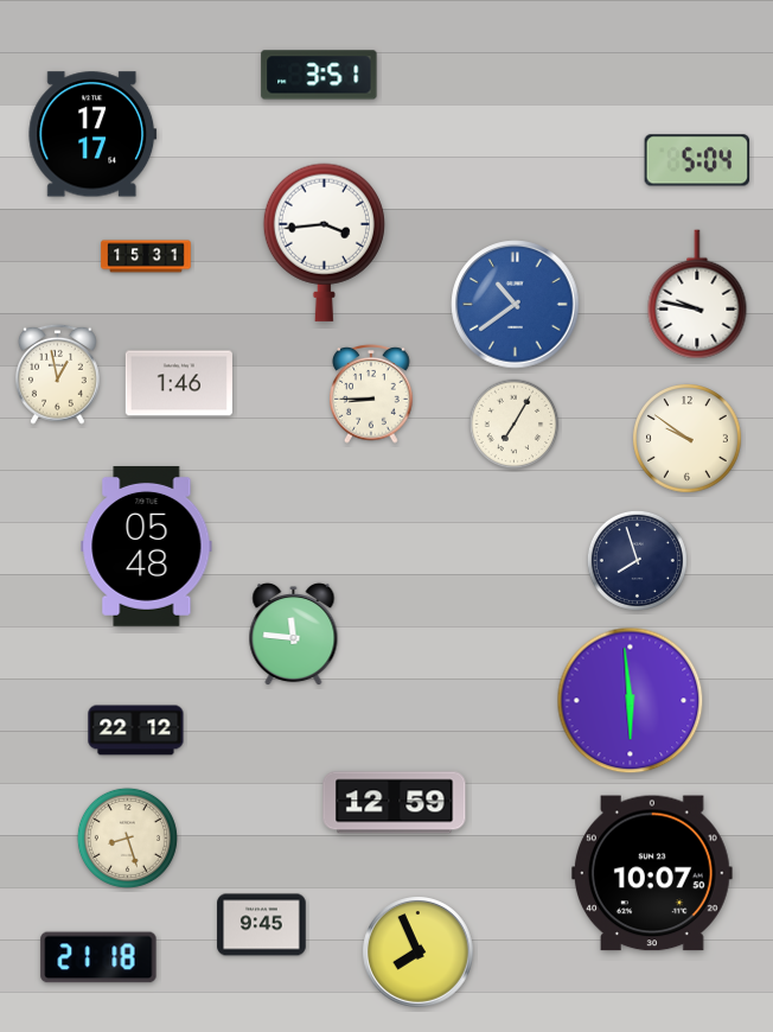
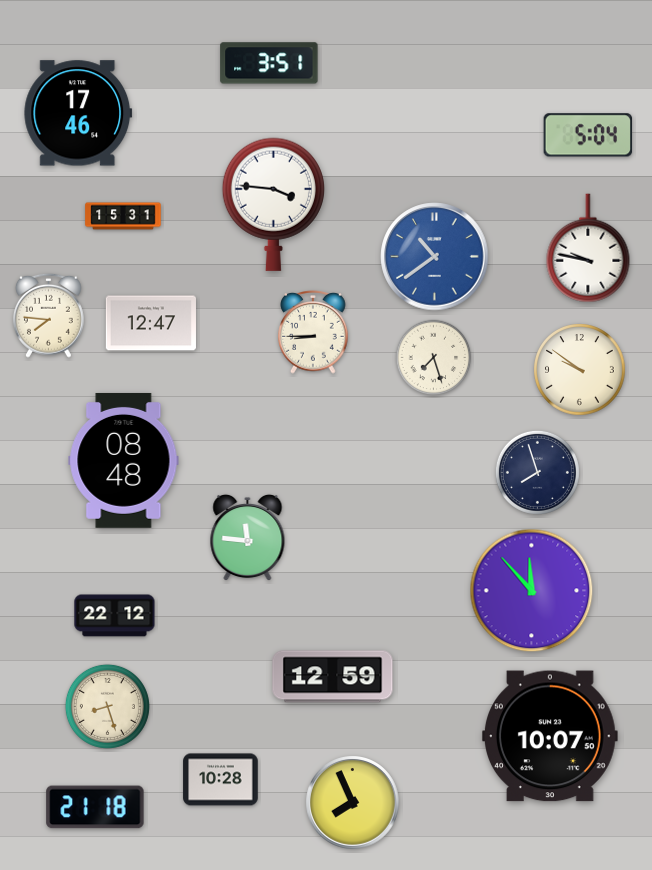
clock at (92, 134): 17:17 -> 17:46
clock at (324, 242): 3:44 -> 3:46
clock at (58, 374): 12:58 -> 7:46
clock at (179, 383): 1:46 -> 12:47
clock at (515, 425): 7:05 -> 7:27
clock at (147, 546): 05:48 -> 08:48
clock at (294, 635) position: (294, 635) -> (248, 538)
clock at (631, 701): 5:59 -> 11:53
clock at (262, 925): 9:45 -> 10:28
clock at (98, 957) position: (98, 957) -> (95, 807)
